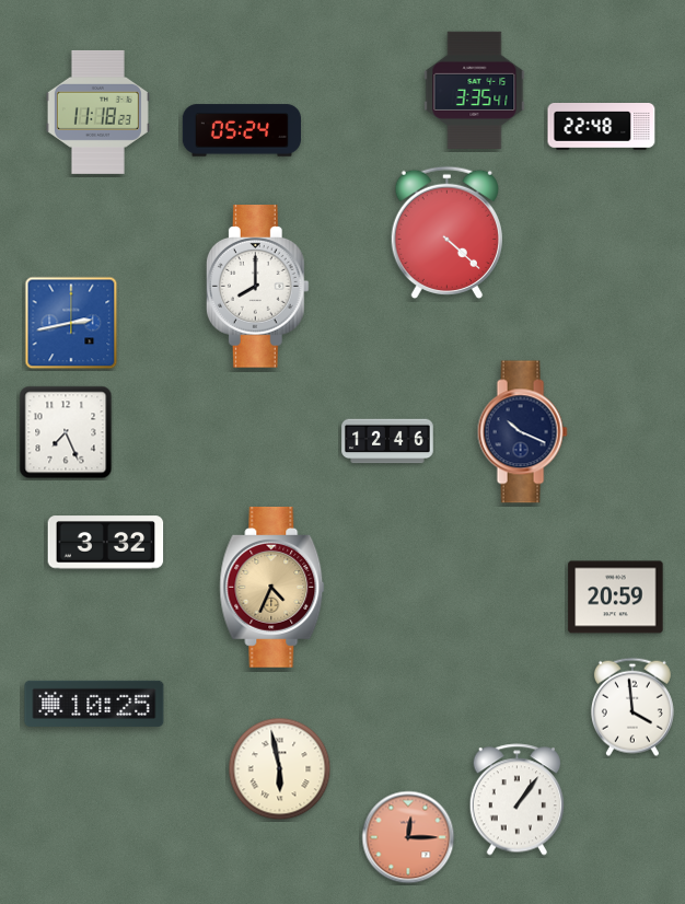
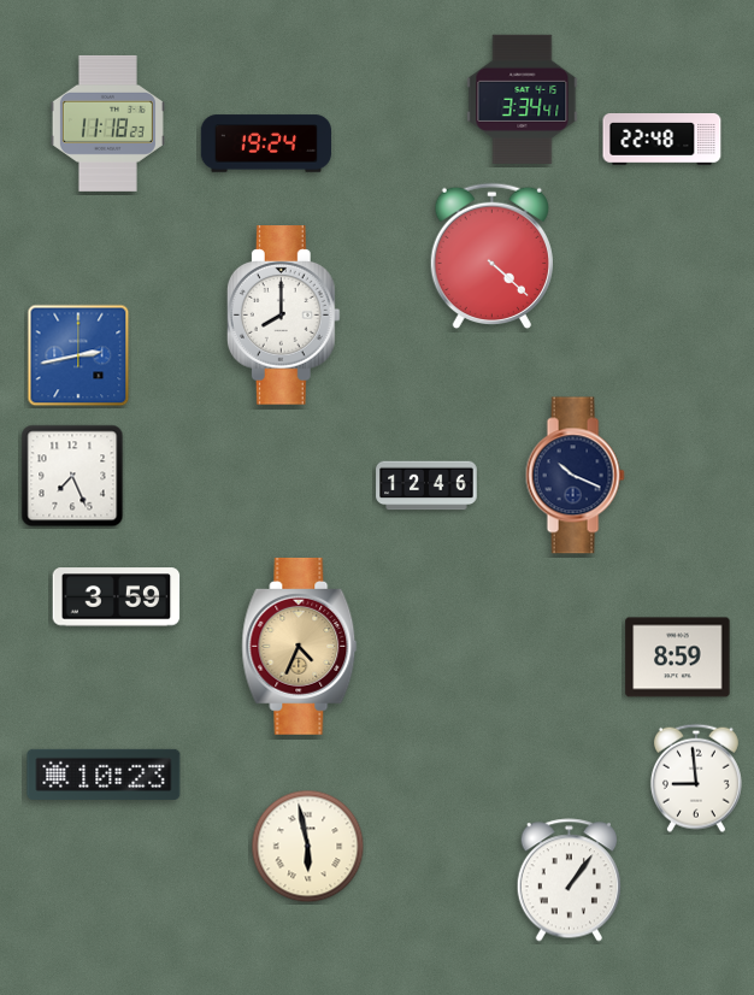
clock at (475, 91): 3:35 -> 3:34
clock at (241, 130): 05:24 -> 19:24
clock at (106, 543): 3:32 -> 3:59
clock at (616, 598): 20:59 -> 8:59
clock at (94, 704): 10:25 -> 10:23
clock at (632, 707): 3:59 -> 8:59
clock at (408, 837): 12:15 -> none
